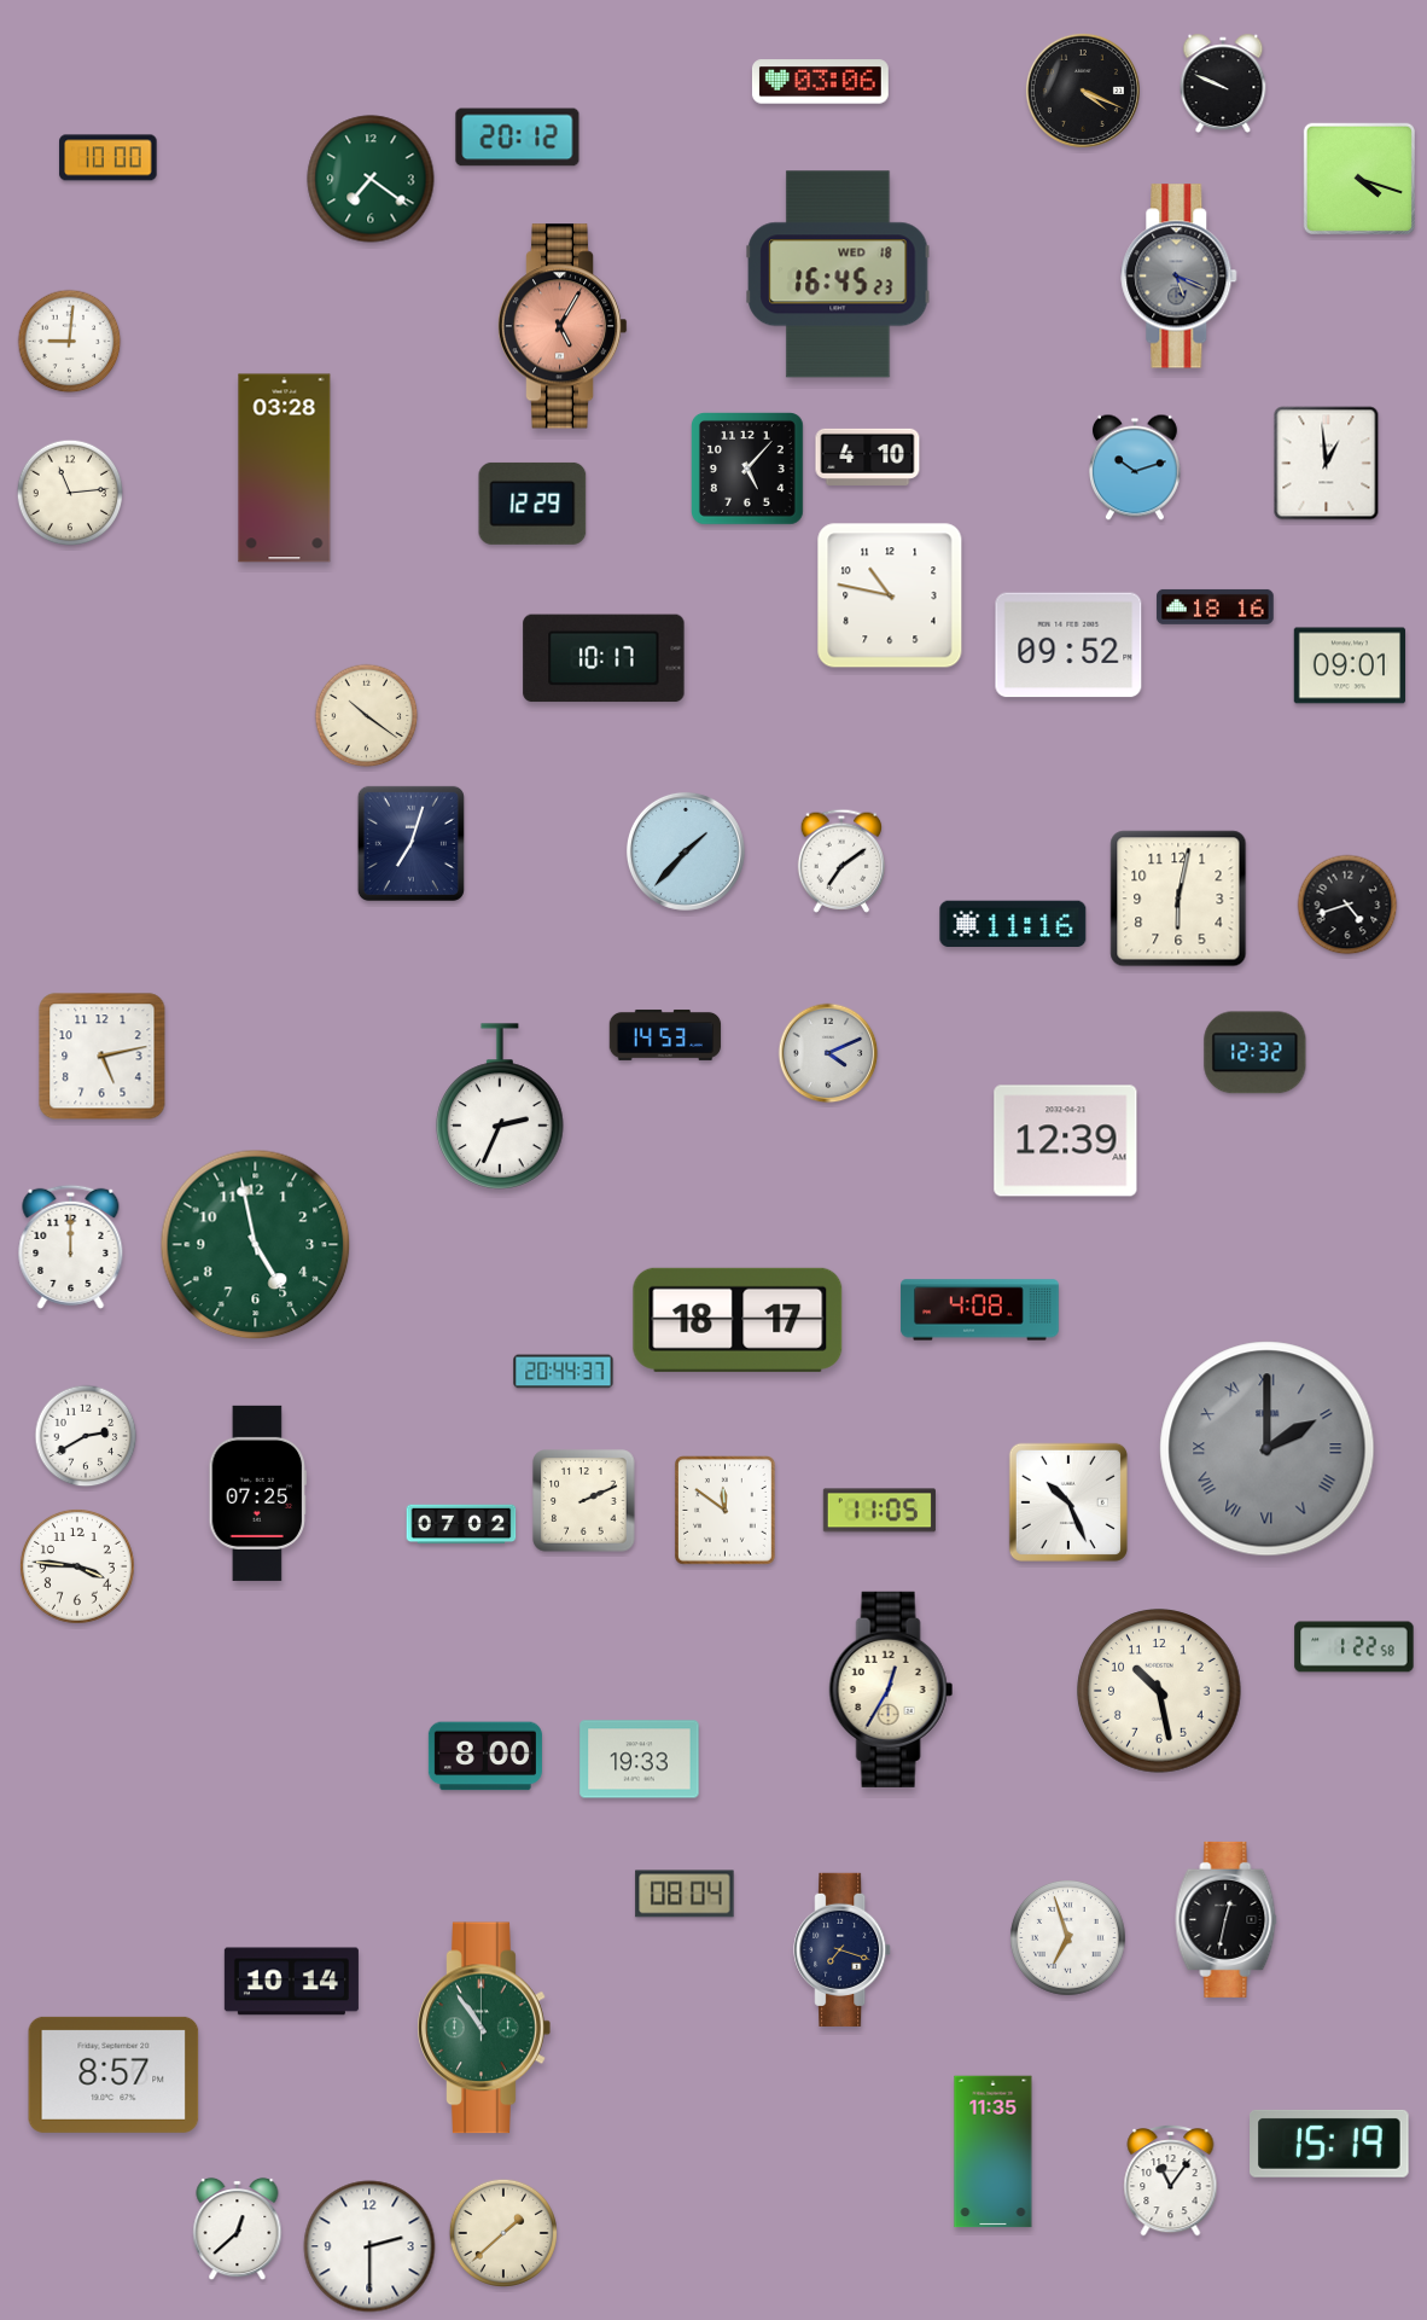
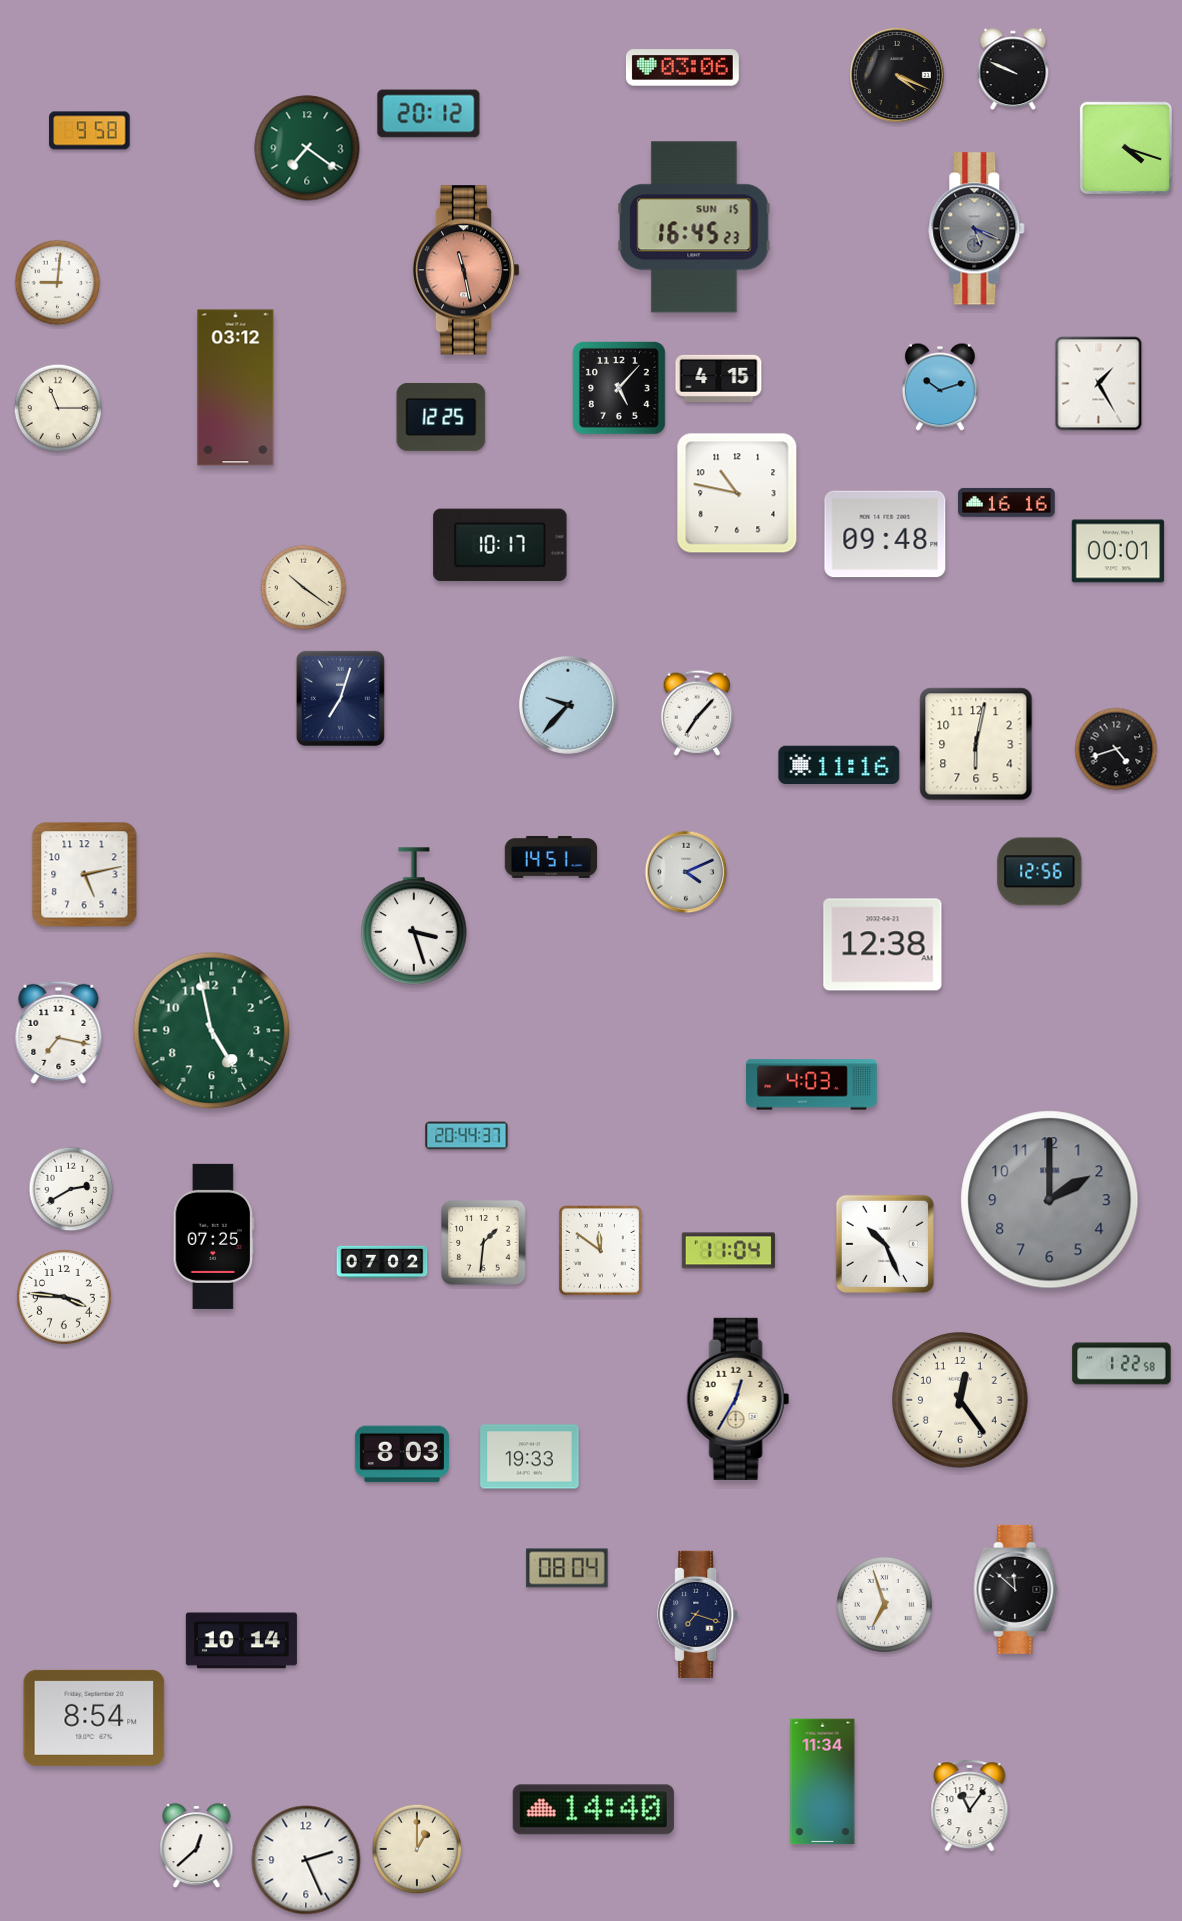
clock at (820, 82) position: (820, 82) -> (682, 68)
clock at (109, 158): 10:00 -> 9:58
clock at (838, 274) date: WED 18 -> SUN 15
clock at (563, 326): 5:05 -> 11:28
clock at (868, 457): 4:10 -> 4:15
clock at (1327, 464): 12:59 -> 1:25
clock at (285, 469): 03:28 -> 03:12
clock at (70, 493): 11:14 -> 11:15
clock at (532, 504): 12:29 -> 12:25
clock at (1216, 606): 18:16 -> 16:16
clock at (1068, 645): 09:52 -> 09:48
clock at (1350, 665): 09:01 -> 00:01
clock at (367, 716) position: (367, 716) -> (304, 588)
clock at (686, 851): 1:37 -> 9:37
clock at (841, 861): 7:09 -> 7:07
clock at (665, 1035): 14:53 -> 14:51
clock at (1256, 1053): 12:32 -> 12:56
clock at (500, 1106): 2:34 -> 3:27
clock at (1066, 1141): 12:39 -> 12:38
clock at (71, 1246): 12:00 -> 7:17
clock at (980, 1310): 4:08 -> 4:03
clock at (738, 1320): 18:17 -> none
clock at (1268, 1449) numerals: Roman -> Arabic
clock at (584, 1501): 2:11 -> 1:31
clock at (879, 1511): 11:05 -> 11:04
clock at (1159, 1691): 10:28 -> 12:24
clock at (485, 1756): 8:00 -> 8:03
clock at (1227, 1919): 12:32 -> 11:52
clock at (484, 2028): 10:54 -> none
clock at (113, 2075): 8:57 -> 8:54
clock at (1329, 2144): 15:19 -> none
clock at (994, 2152): 11:35 -> 11:34
clock at (593, 1810): none -> 14:40
clock at (502, 2232): 1:38 -> 1:00
clock at (369, 2246): 2:30 -> 2:26
